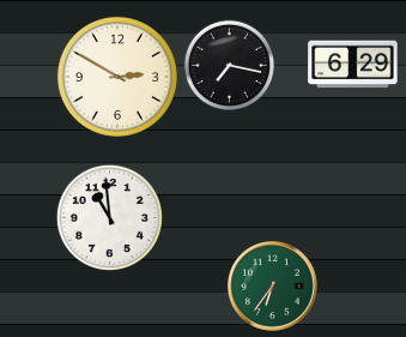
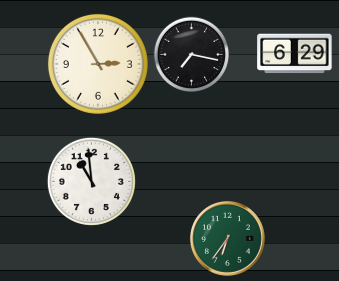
clock at (117, 77): 2:50 -> 2:55
